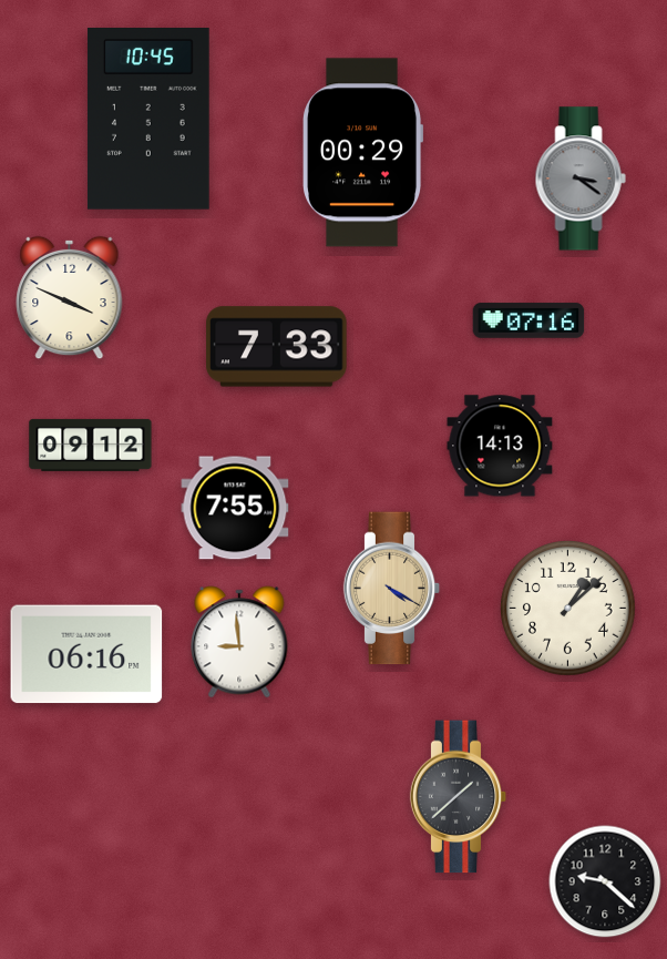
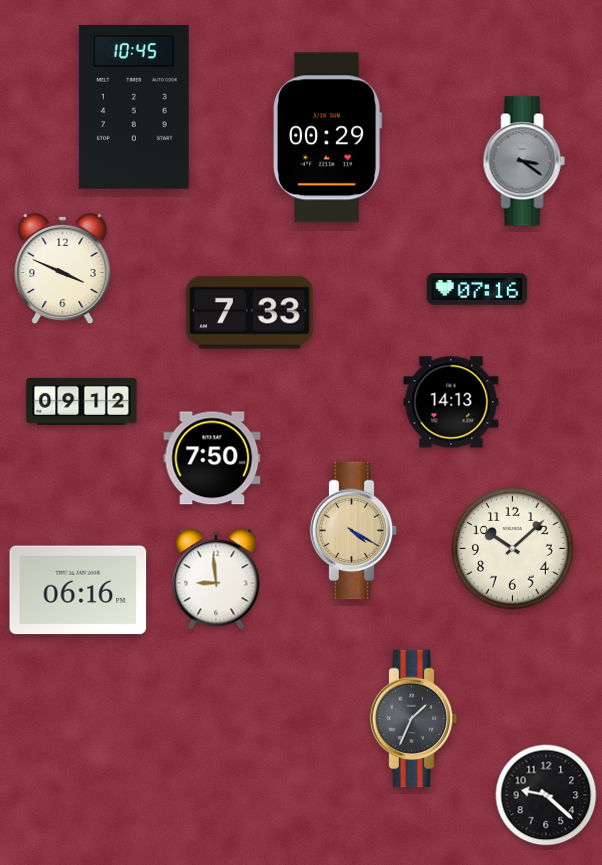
clock at (235, 508): 7:55 -> 7:50
clock at (568, 609): 1:08 -> 10:08
clock at (459, 797): 1:38 -> 1:34
